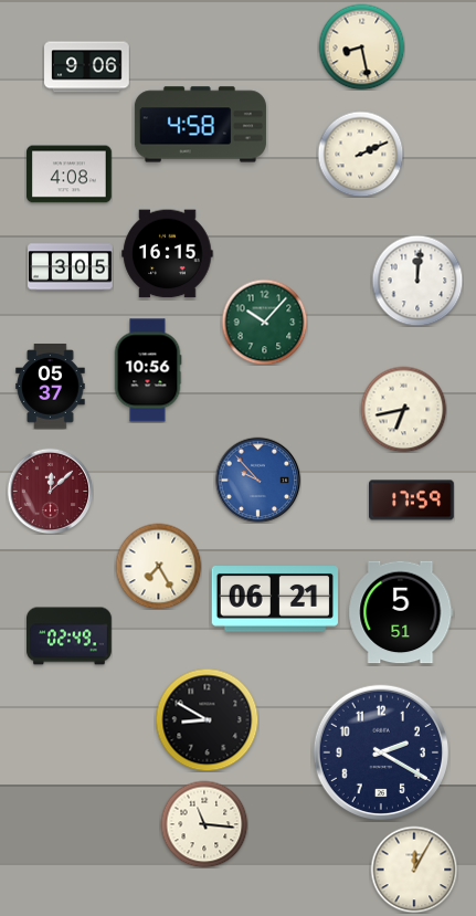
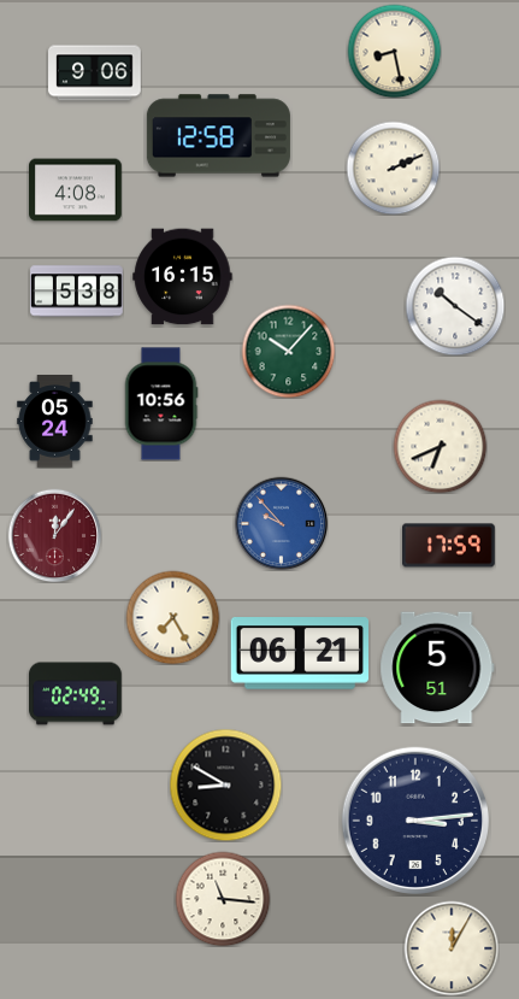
clock at (200, 125): 4:58 -> 12:58
clock at (71, 267): 3:05 -> 5:38
clock at (417, 281): 12:01 -> 10:21
clock at (51, 387): 05:37 -> 05:24
clock at (403, 409): 6:43 -> 6:41
clock at (50, 491): 12:08 -> 12:06
clock at (380, 751): 2:20 -> 3:14
